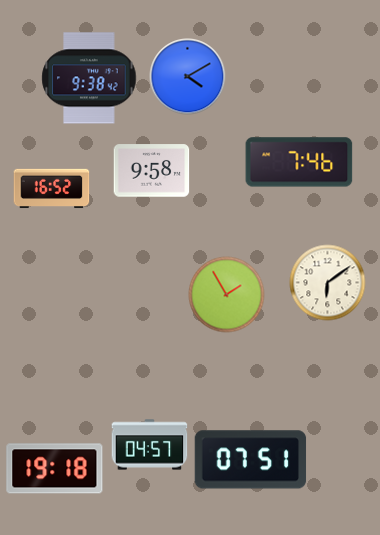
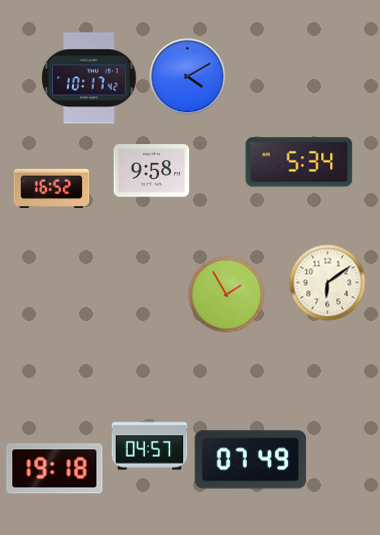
clock at (89, 78): 9:38 -> 10:17
clock at (299, 162): 7:46 -> 5:34
clock at (251, 460): 07:51 -> 07:49
